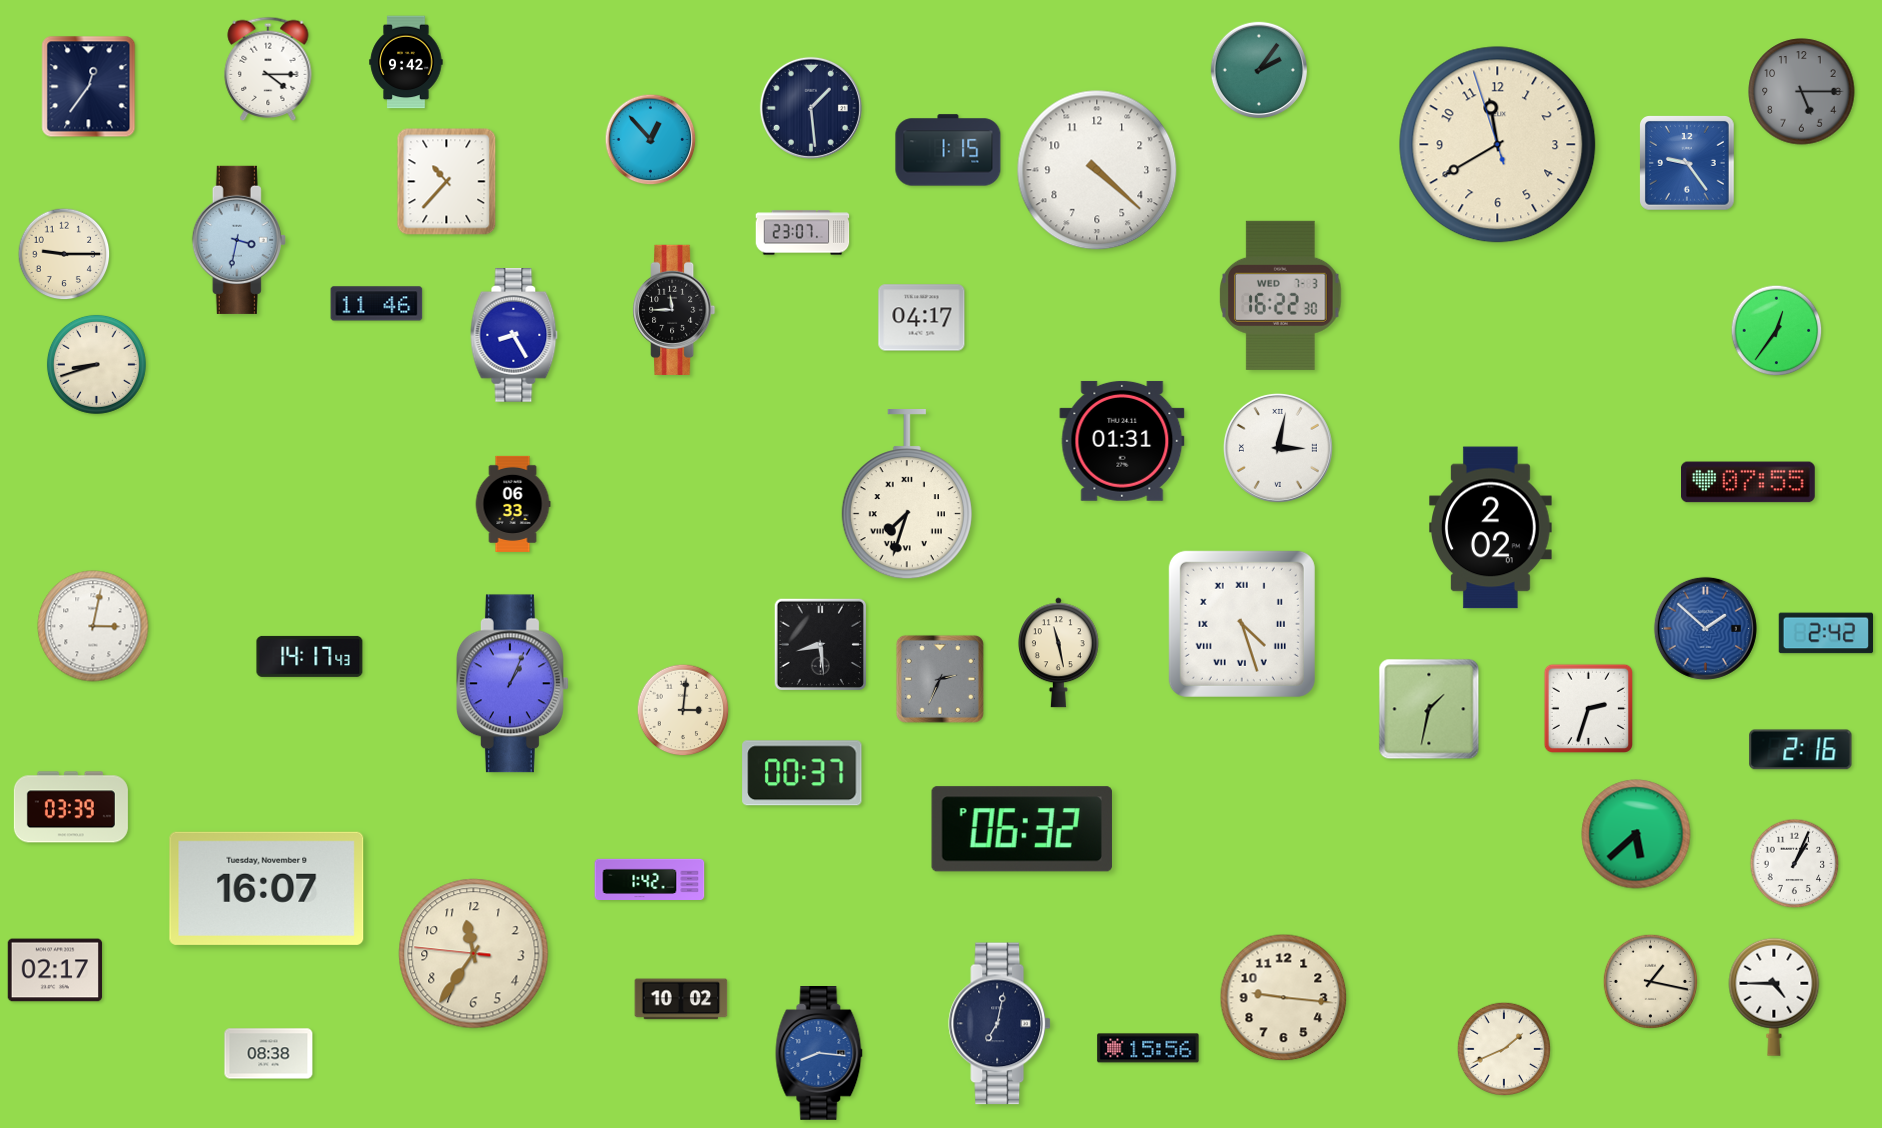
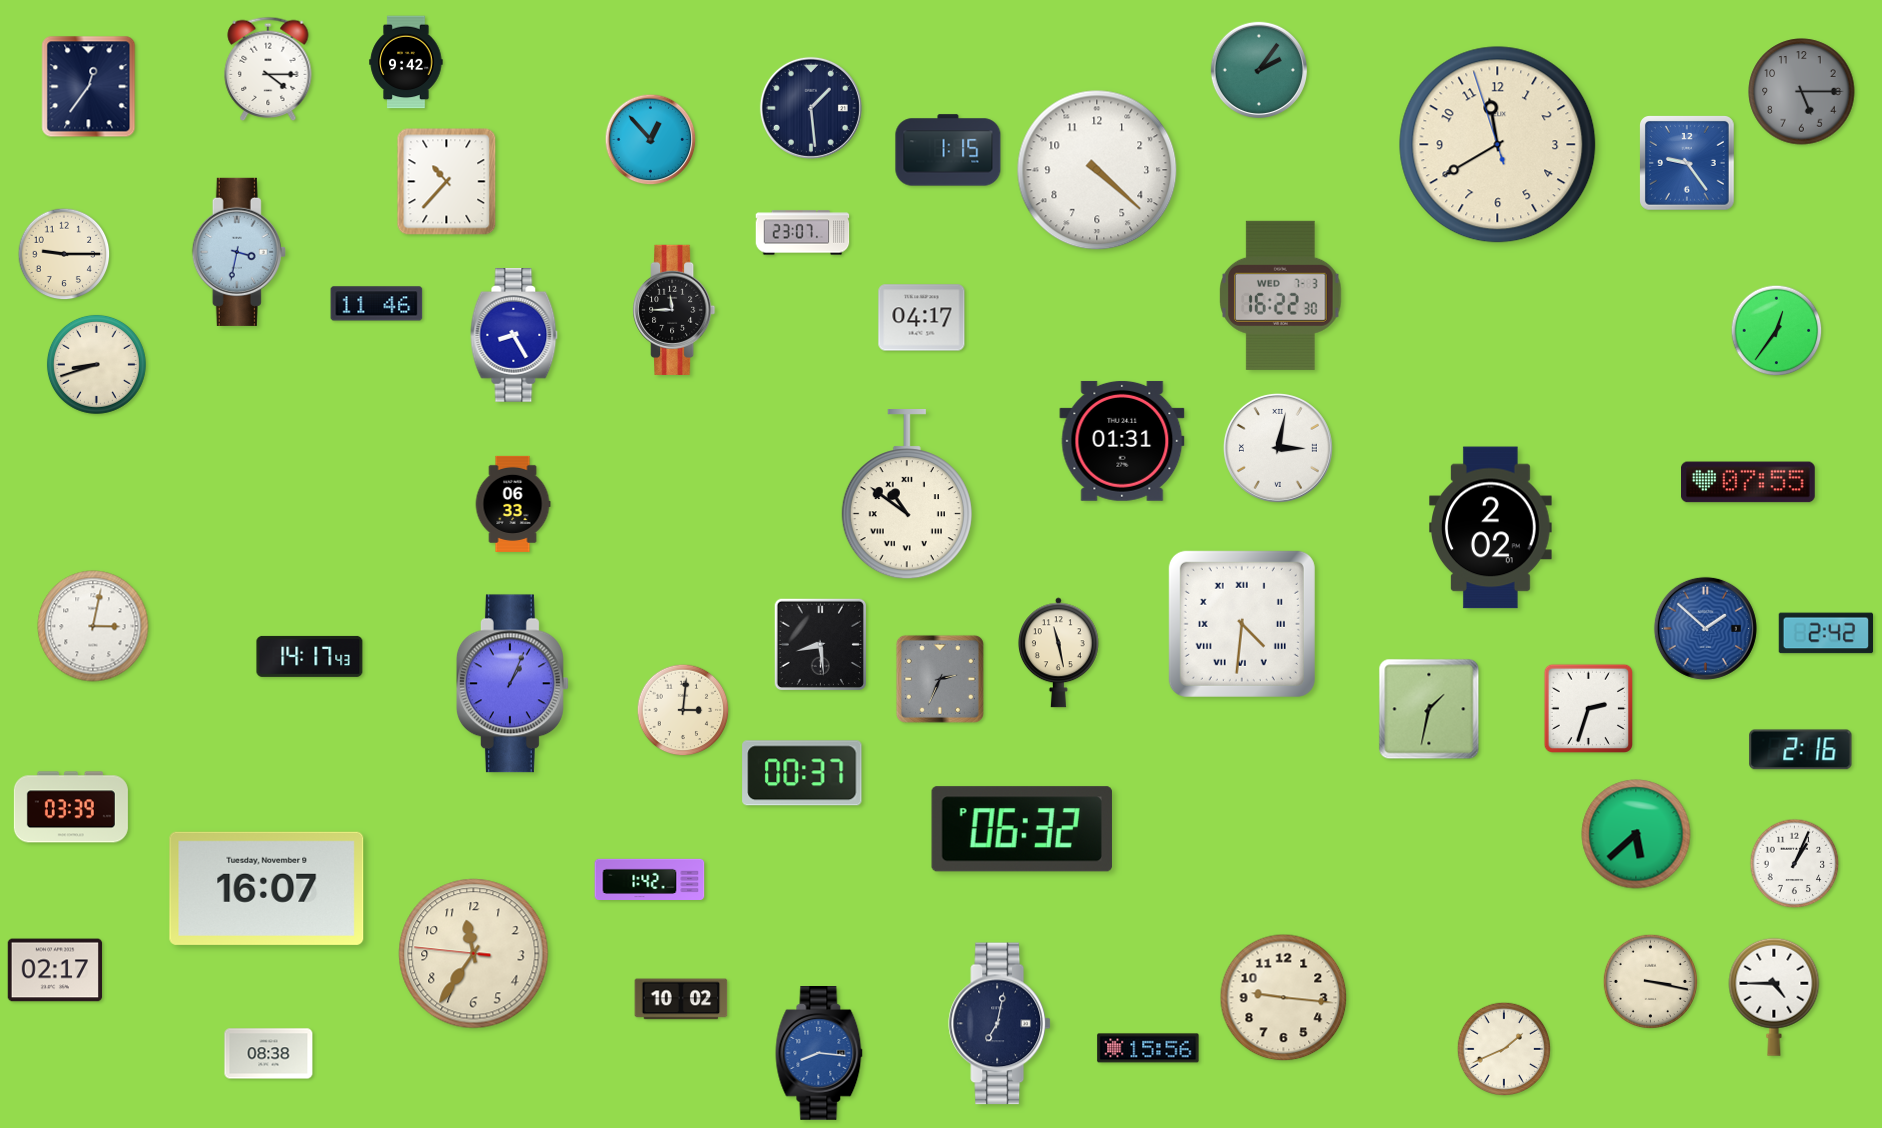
clock at (239, 240) position: (239, 240) -> (239, 252)
clock at (907, 495): 7:33 -> 10:51
clock at (1242, 624): 4:27 -> 4:31
clock at (1650, 981): 1:17 -> 3:17
